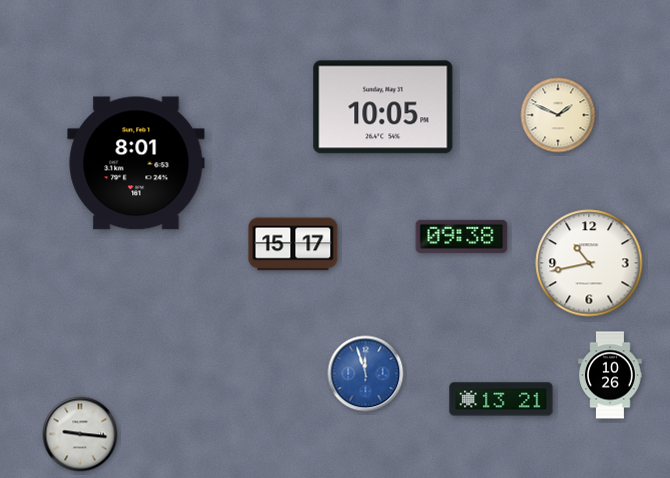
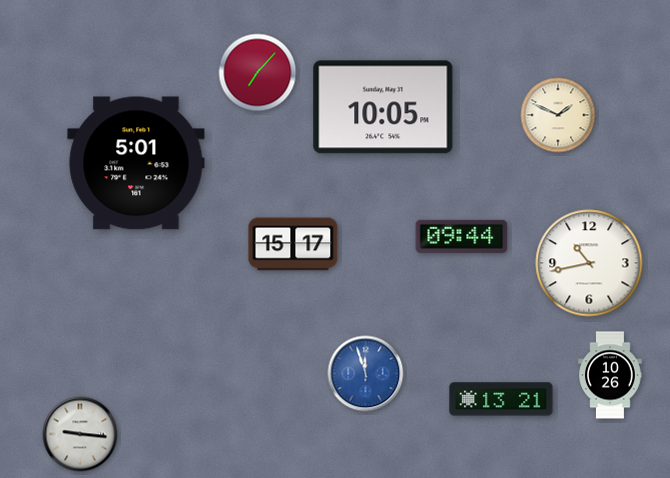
clock at (258, 73): none -> 7:07
clock at (136, 163): 8:01 -> 5:01
clock at (462, 236): 09:38 -> 09:44
